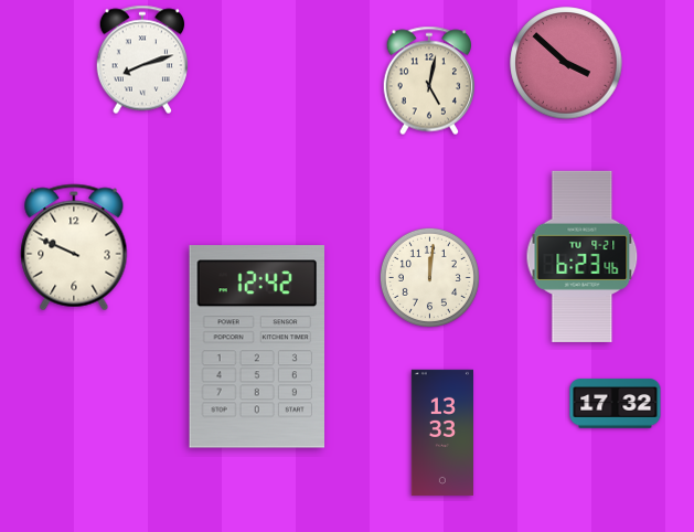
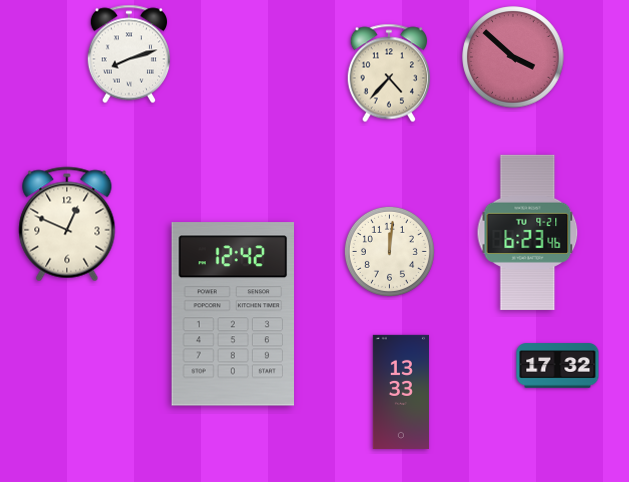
clock at (428, 81): 5:02 -> 4:37
clock at (74, 247): 9:49 -> 12:49
